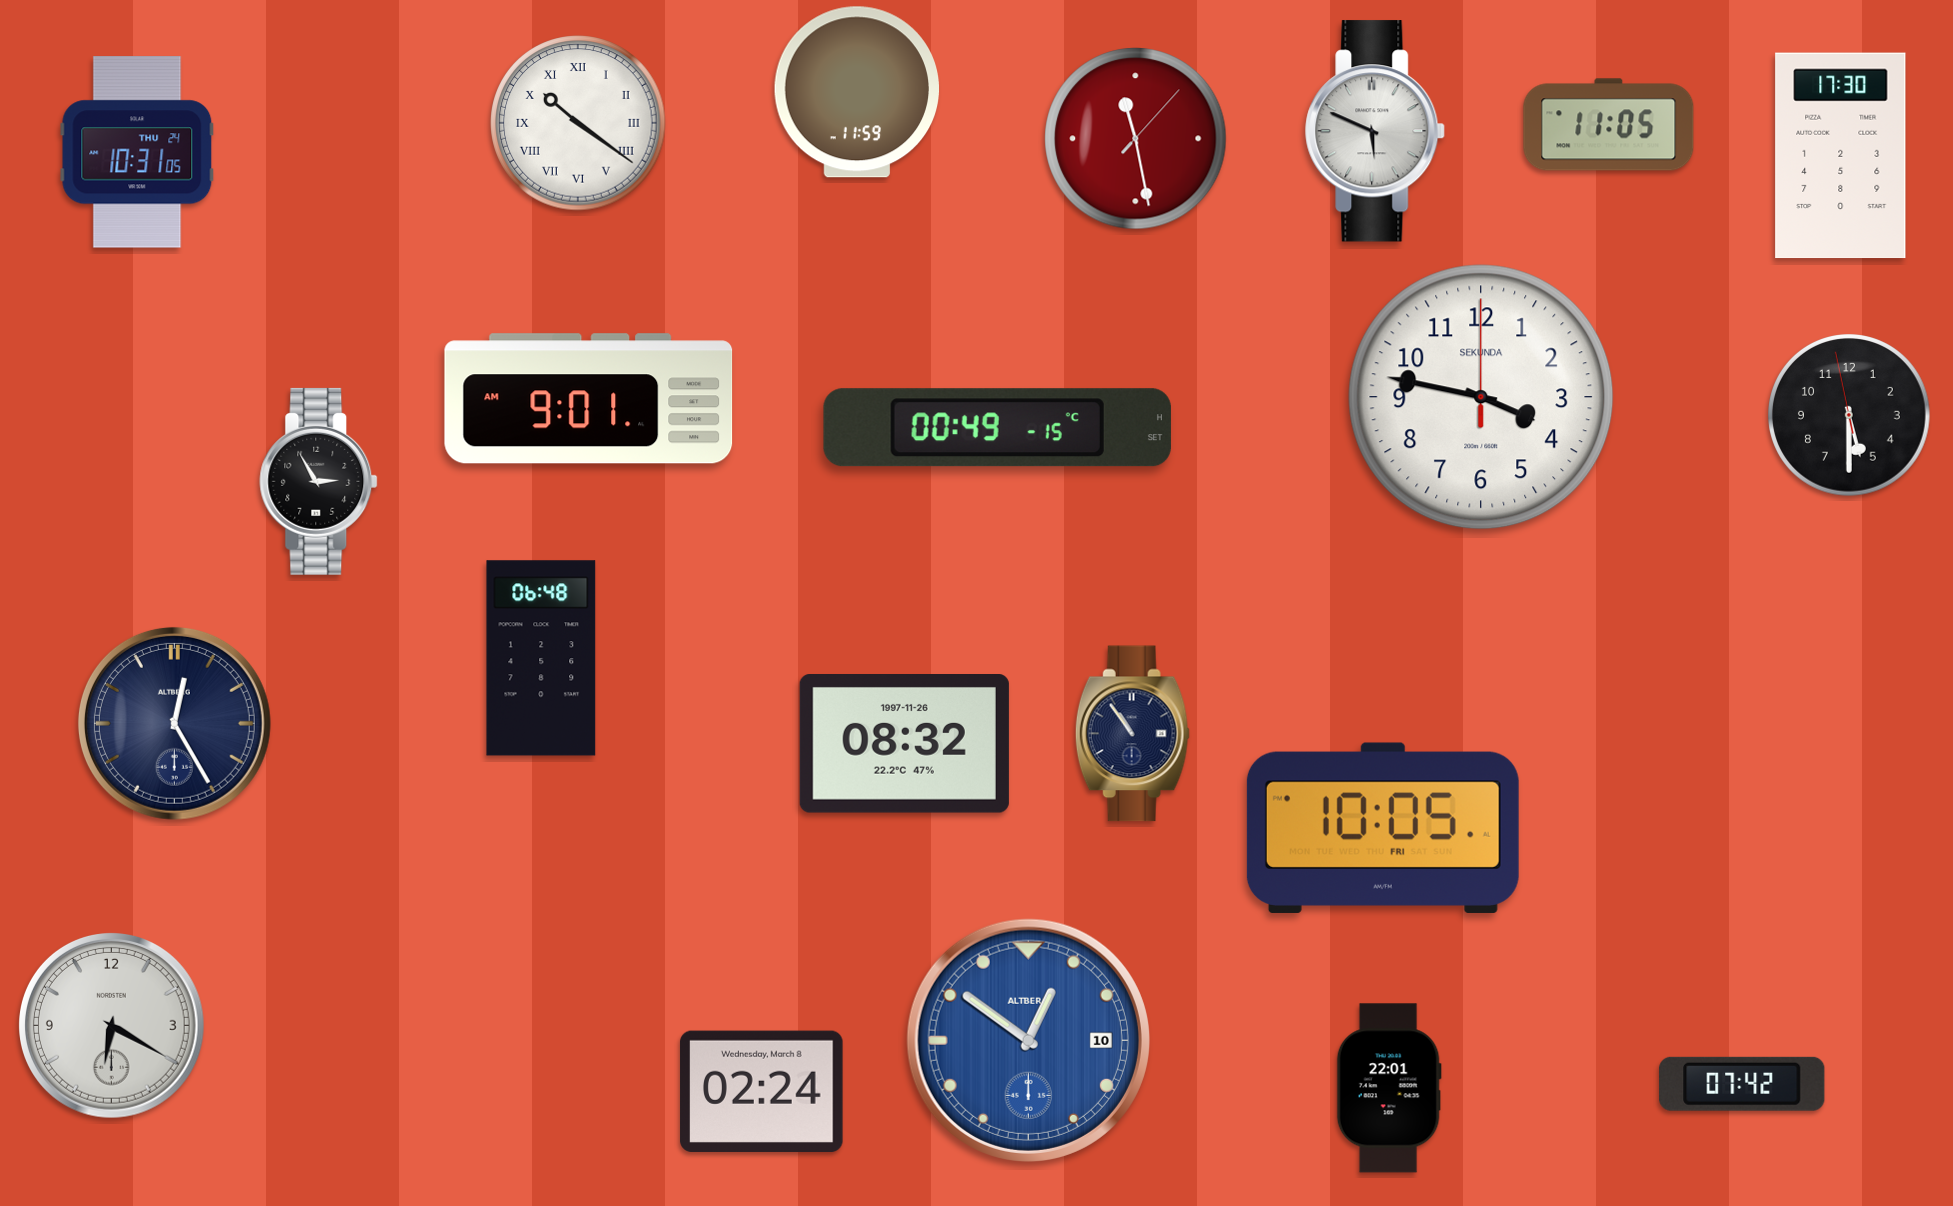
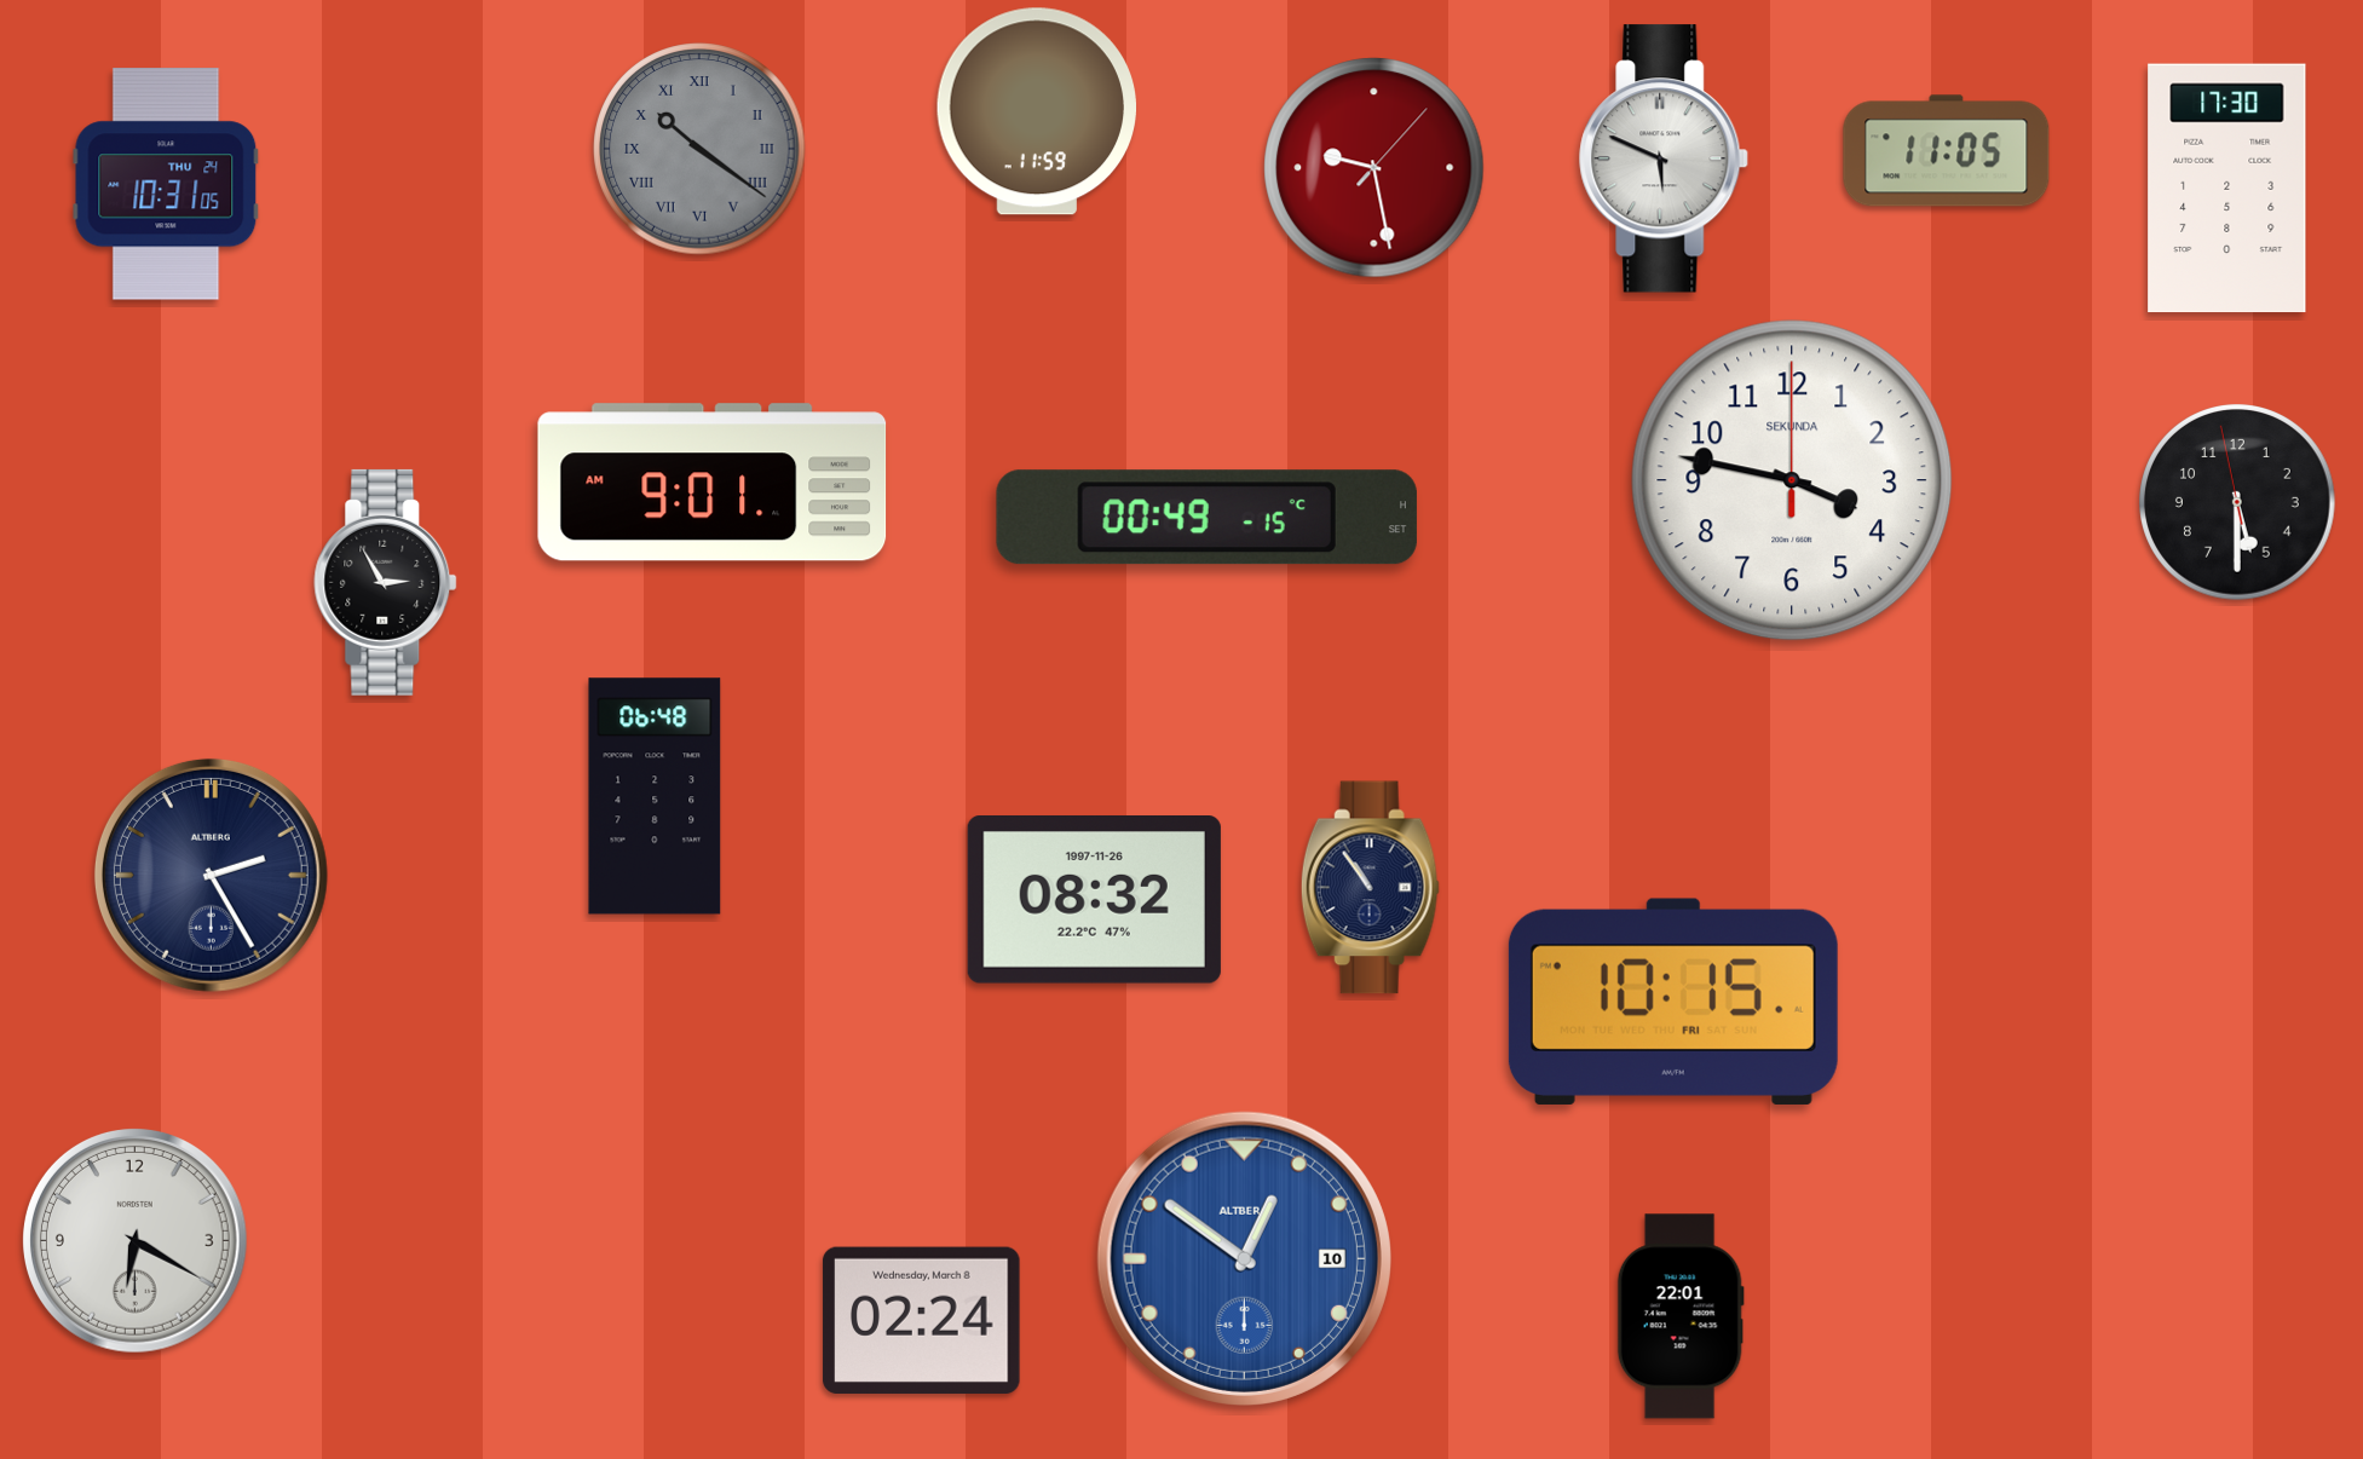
clock at (578, 123) dial: white -> grey
clock at (1136, 139): 11:28 -> 9:28
clock at (174, 723): 12:25 -> 2:25
clock at (1383, 828): 10:05 -> 10:15
clock at (1742, 1084): 07:42 -> none
